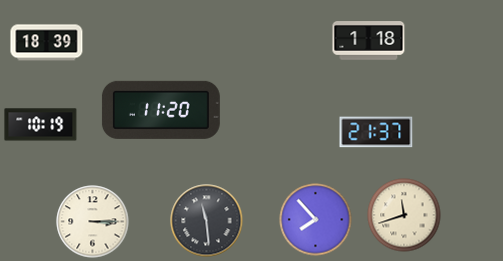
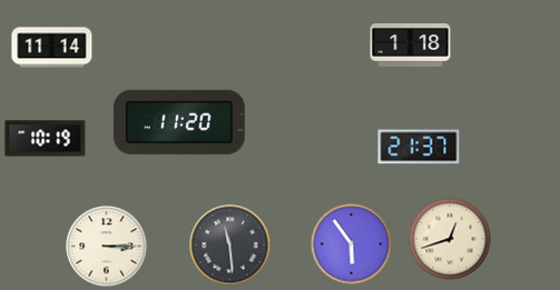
clock at (47, 43): 18:39 -> 11:14
clock at (404, 215): 11:42 -> 12:42
clock at (316, 220): 7:53 -> 5:54
clock at (93, 222) position: (93, 222) -> (107, 247)
